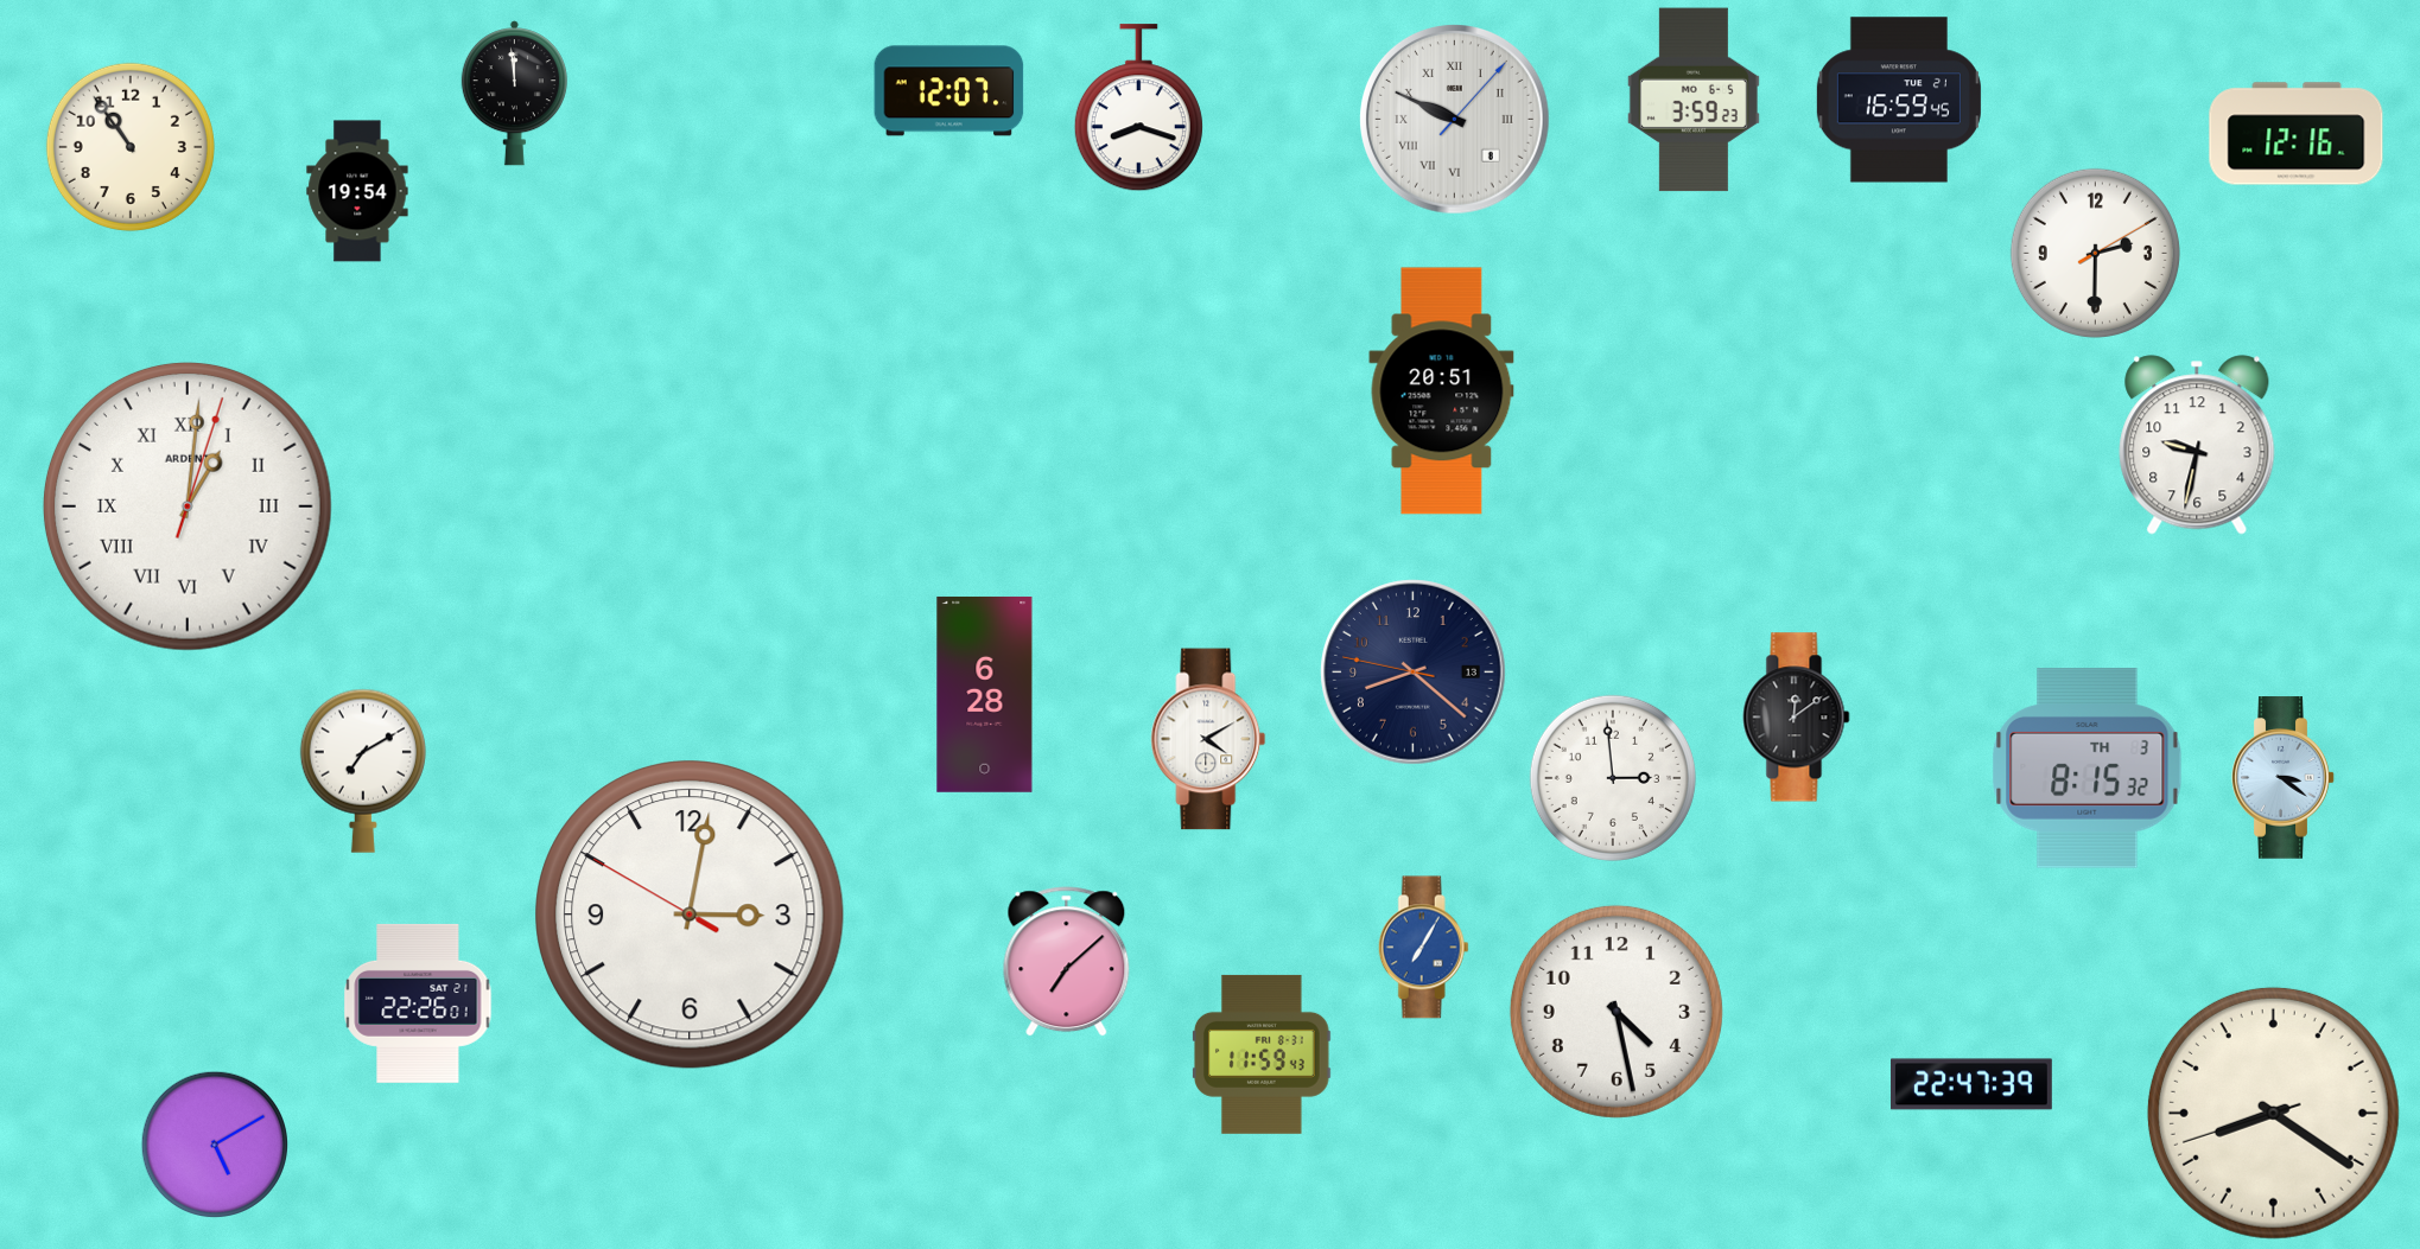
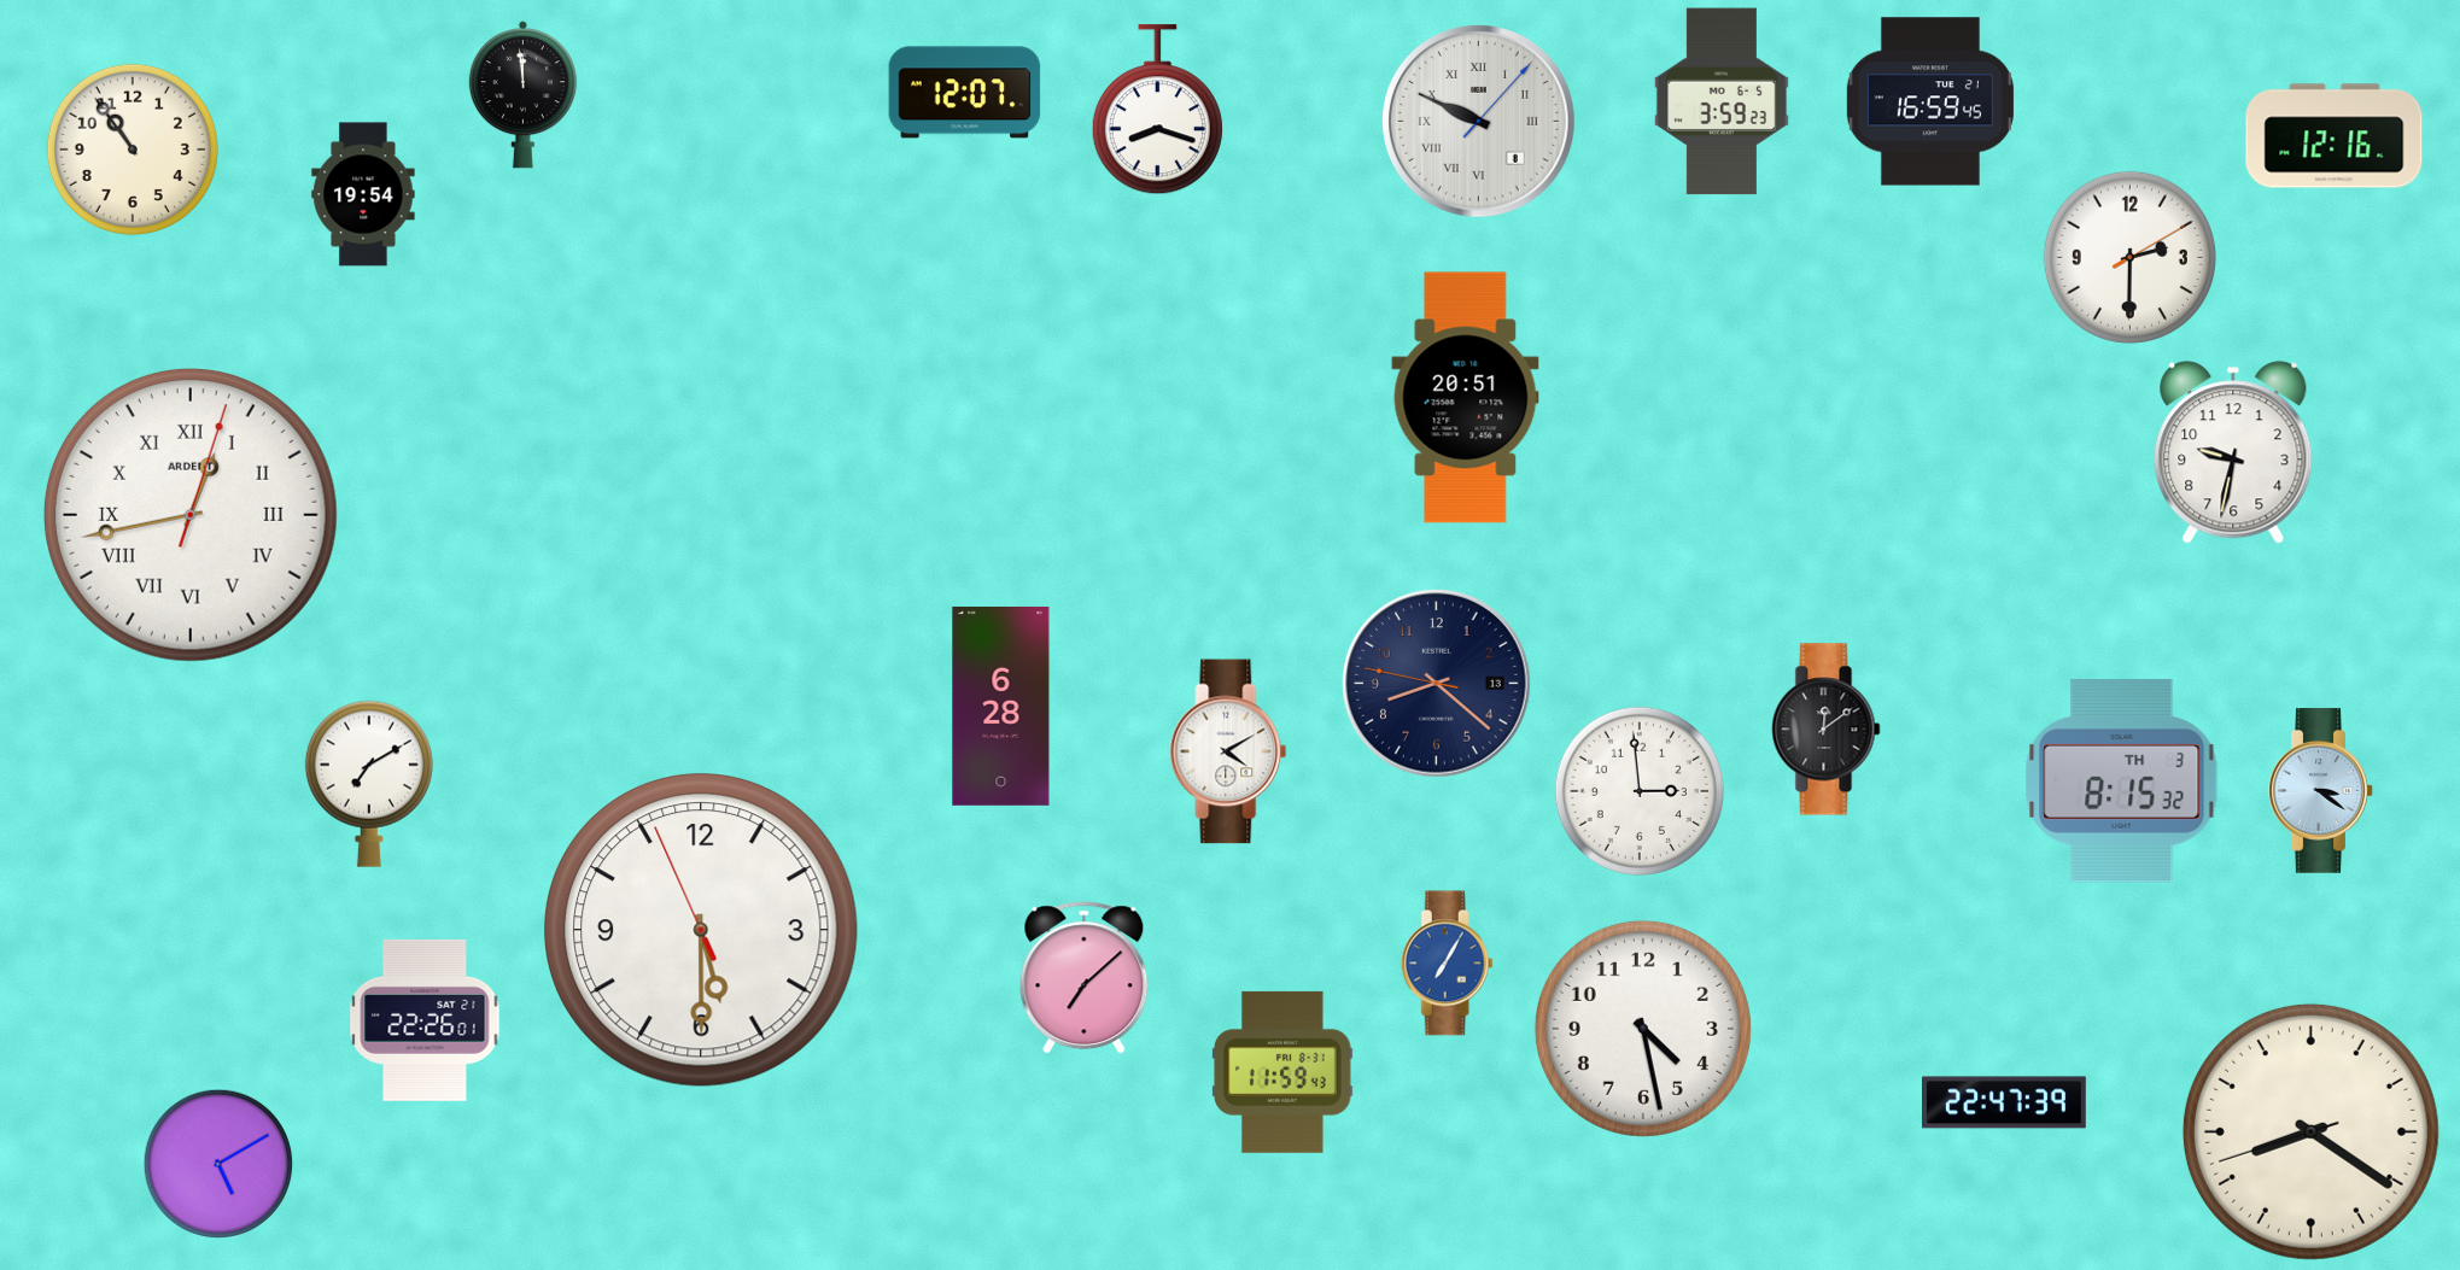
clock at (188, 506): 1:01 -> 12:43
clock at (691, 916): 3:01 -> 5:29
